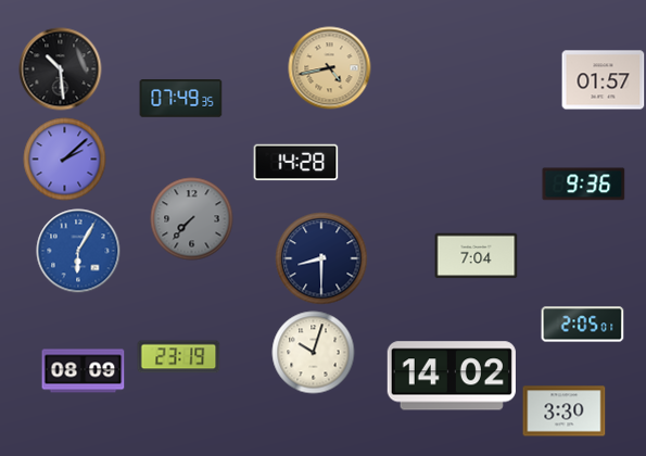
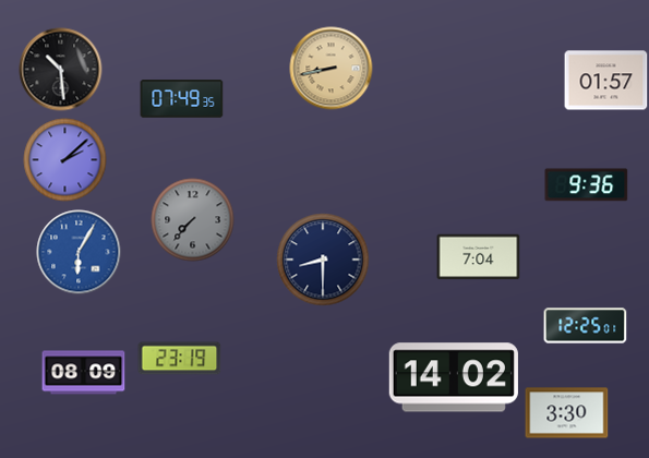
clock at (330, 68): 4:43 -> 8:43
clock at (296, 163): 14:28 -> none
clock at (583, 325): 2:05 -> 12:25
clock at (314, 353): 10:03 -> none
